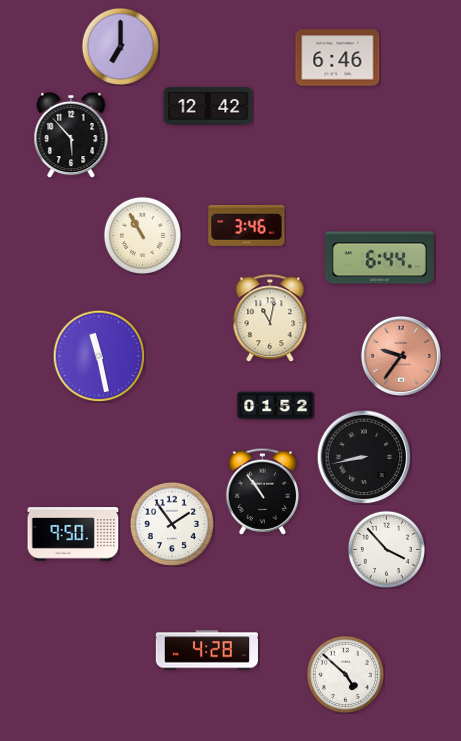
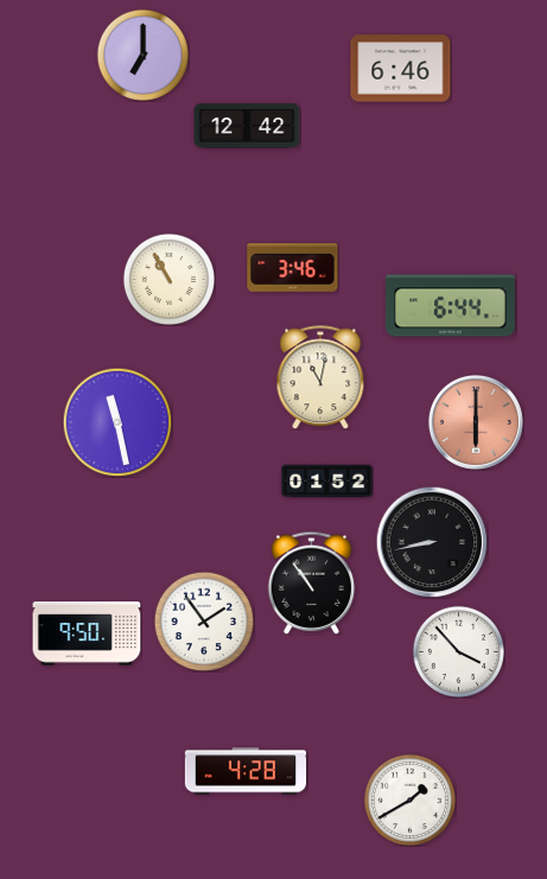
clock at (71, 135): 5:53 -> none
clock at (401, 356): 9:36 -> 6:00
clock at (345, 674): 4:52 -> 1:40
